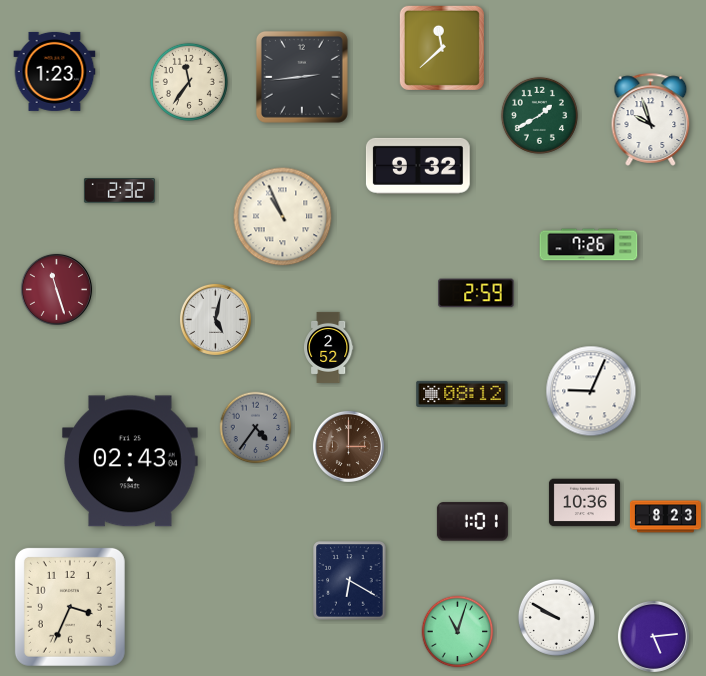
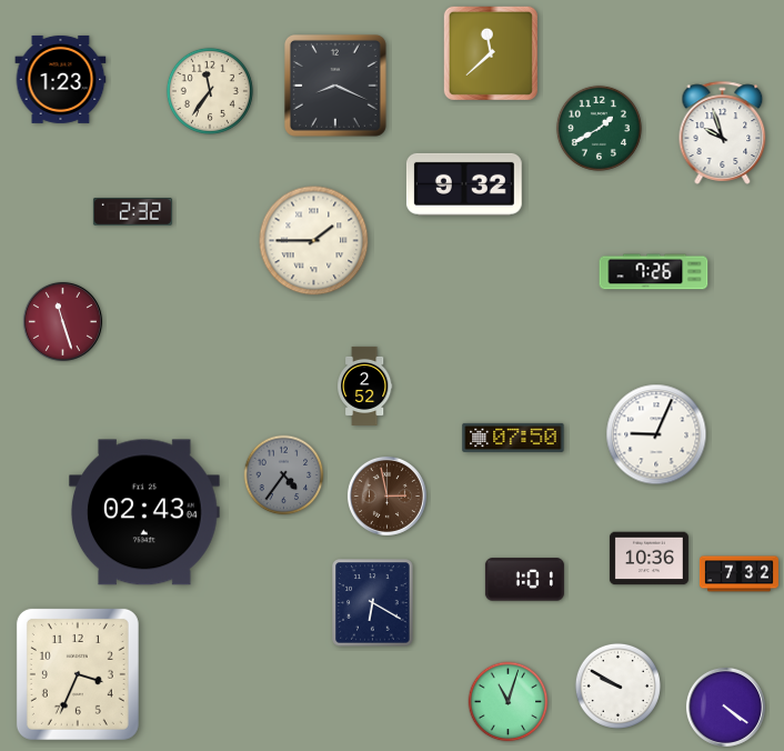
clock at (302, 77): 2:44 -> 8:19
clock at (283, 217): 10:56 -> 1:45
clock at (476, 293): 2:59 -> none
clock at (215, 319): 5:02 -> none
clock at (462, 394): 08:12 -> 07:50
clock at (348, 446): 3:00 -> 2:58
clock at (665, 517): 8:23 -> 7:32
clock at (350, 581) position: (350, 581) -> (373, 603)
clock at (653, 636): 5:14 -> 4:21
